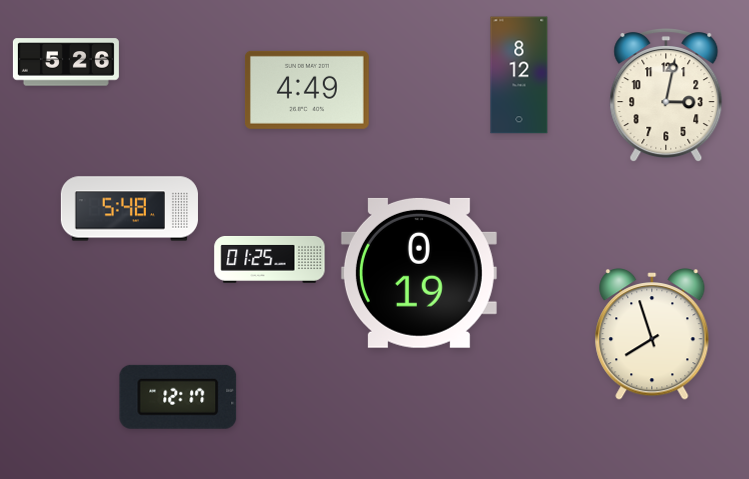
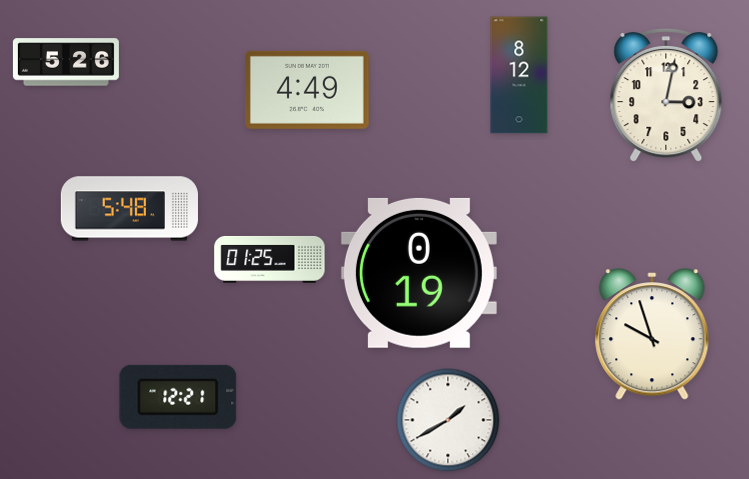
clock at (652, 335): 7:57 -> 9:57
clock at (178, 397): 12:17 -> 12:21
clock at (448, 420): none -> 1:40
